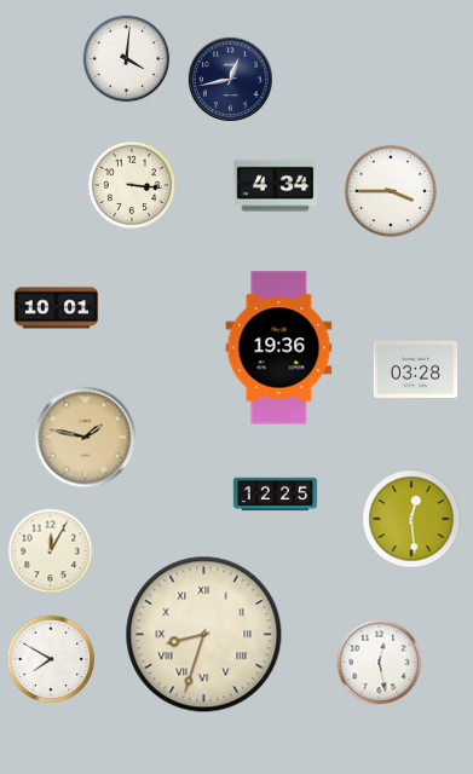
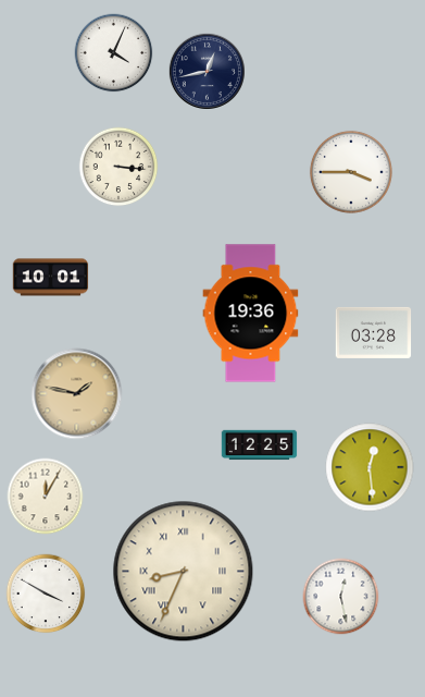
clock at (127, 59): 4:01 -> 4:04
clock at (276, 186): 4:34 -> none
clock at (276, 495) position: (276, 495) -> (260, 445)
clock at (204, 635): 8:33 -> 8:34
clock at (51, 659): 7:50 -> 3:50
